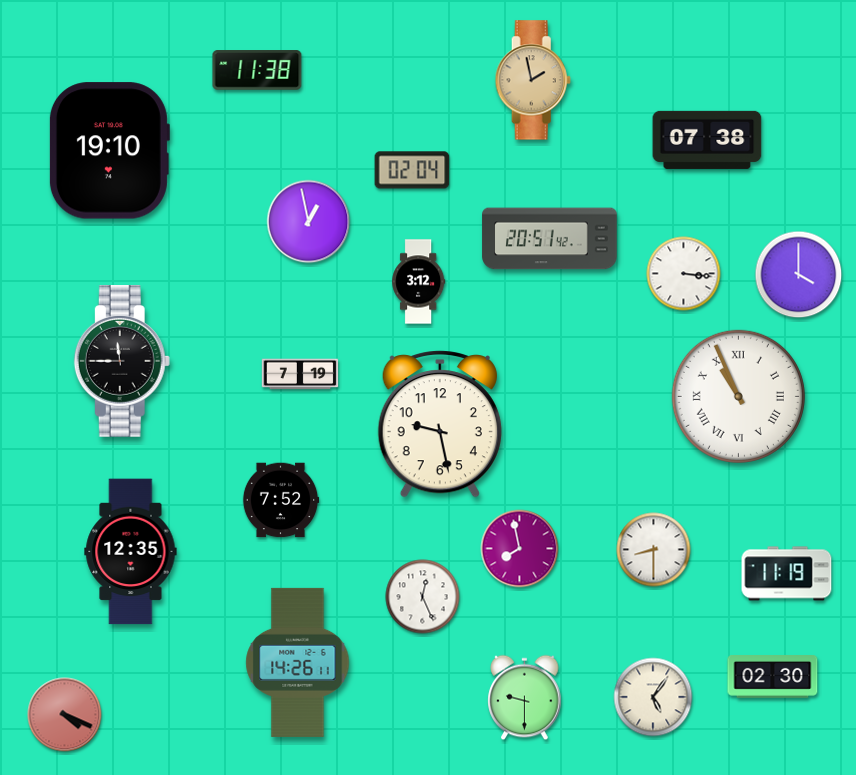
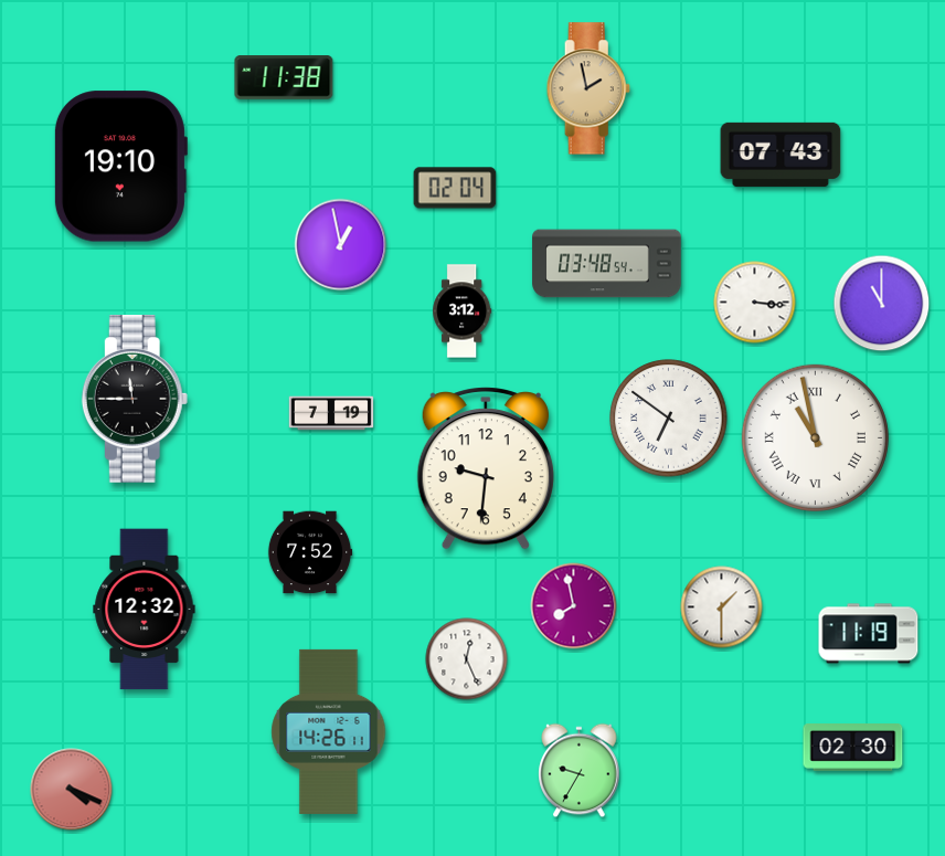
clock at (707, 140): 07:38 -> 07:43
clock at (550, 239): 20:51 -> 03:48
clock at (799, 275): 4:00 -> 11:00
clock at (669, 419): none -> 6:51
clock at (738, 396): 10:56 -> 10:58
clock at (440, 424): 9:28 -> 9:31
clock at (654, 550): 8:30 -> 1:30
clock at (131, 552): 12:35 -> 12:32
clock at (653, 697): 5:06 -> none
clock at (525, 698): 9:30 -> 9:35
